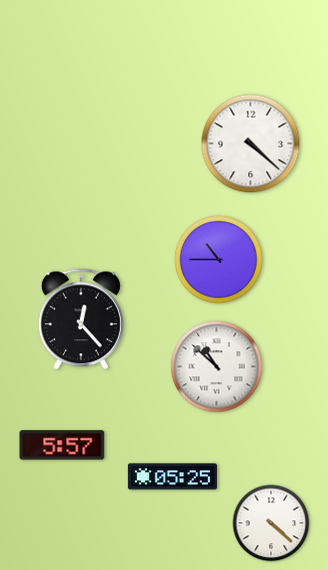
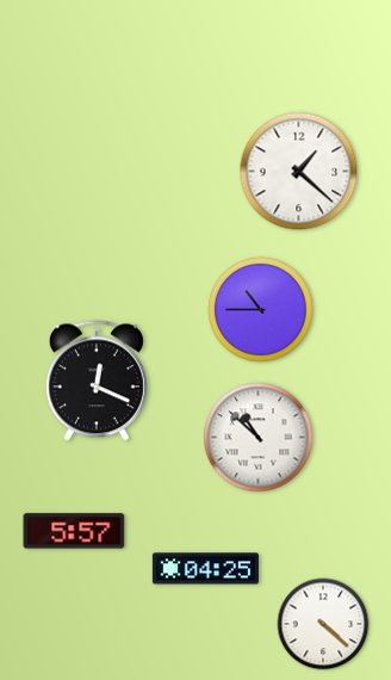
clock at (251, 144): 4:22 -> 1:22
clock at (81, 319): 12:23 -> 12:19
clock at (172, 477): 05:25 -> 04:25
